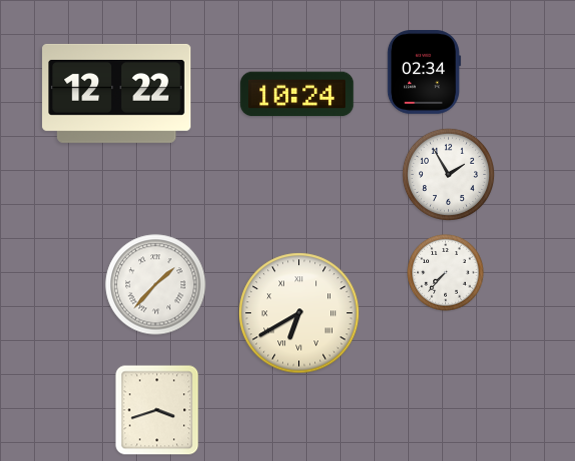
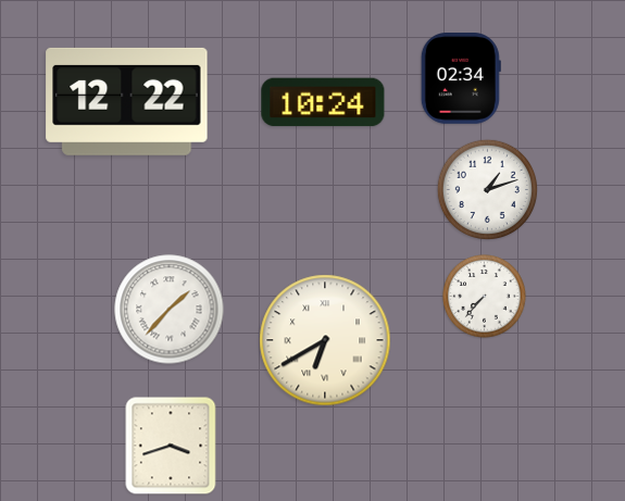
clock at (448, 174): 1:55 -> 1:12
